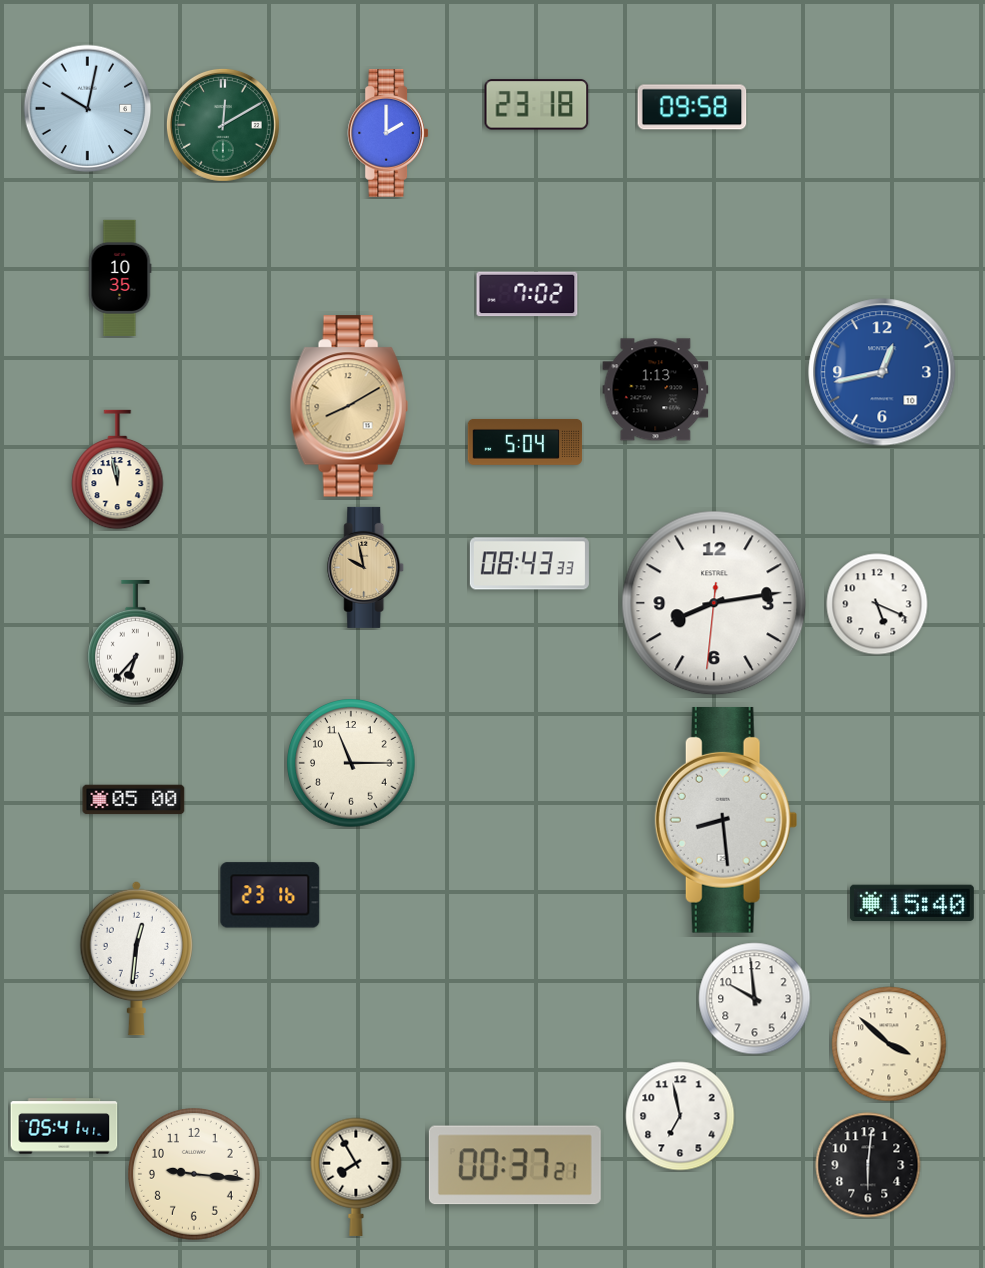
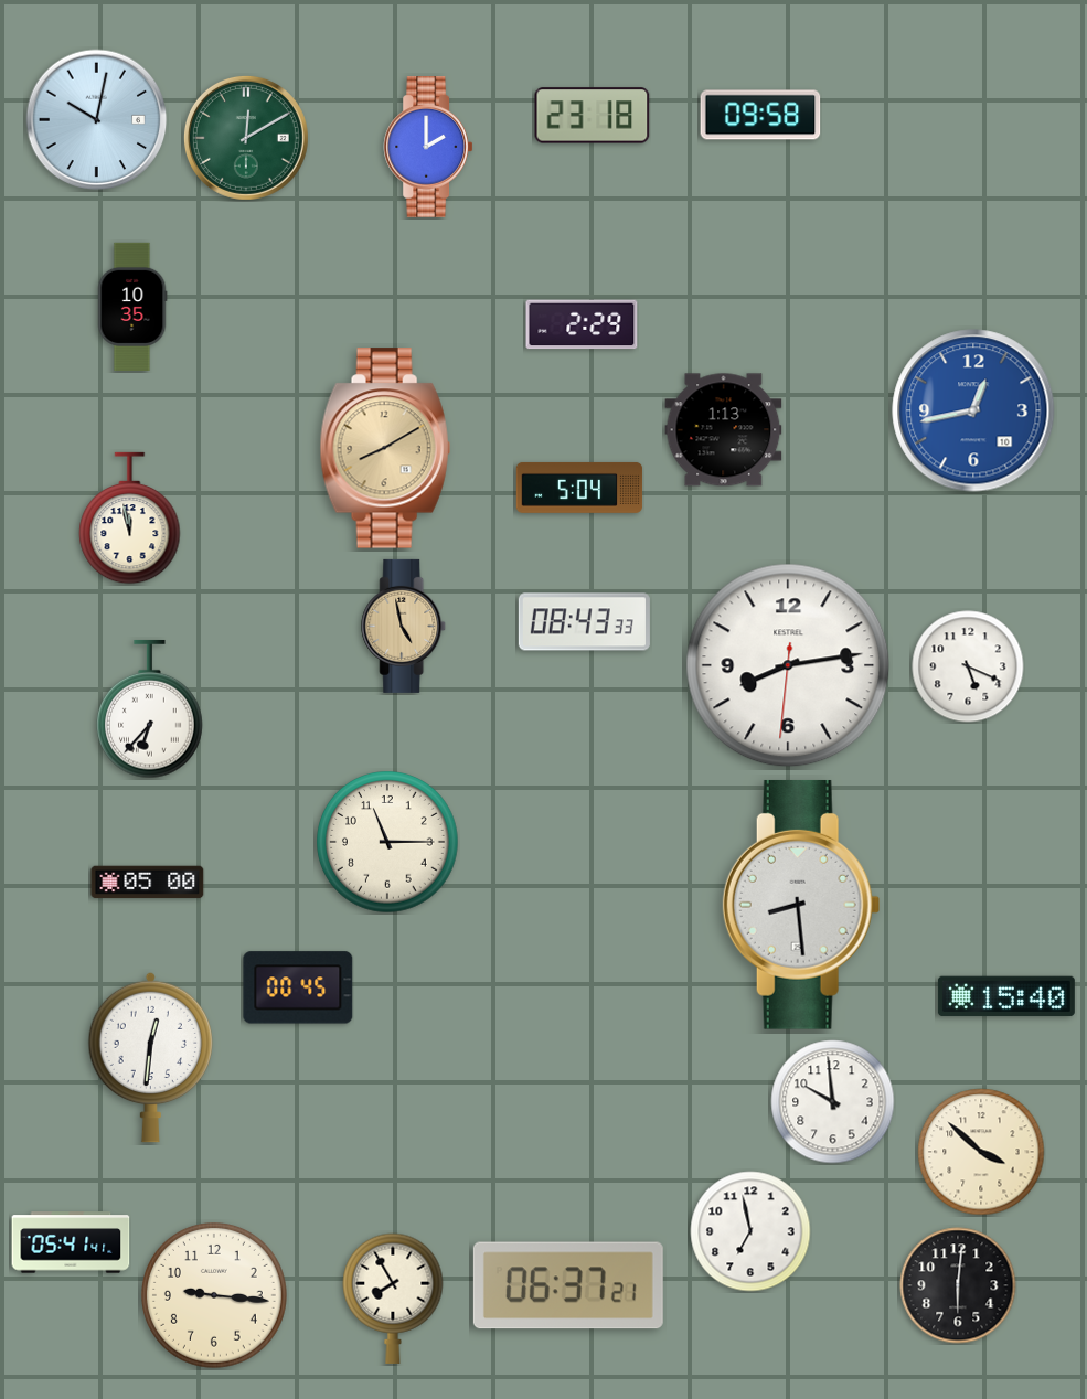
clock at (692, 107) position: (692, 107) -> (760, 115)
clock at (527, 294): 7:02 -> 2:29
clock at (366, 567): 9:58 -> 4:58
clock at (270, 895): 23:16 -> 00:45
clock at (515, 1165): 00:37 -> 06:37
